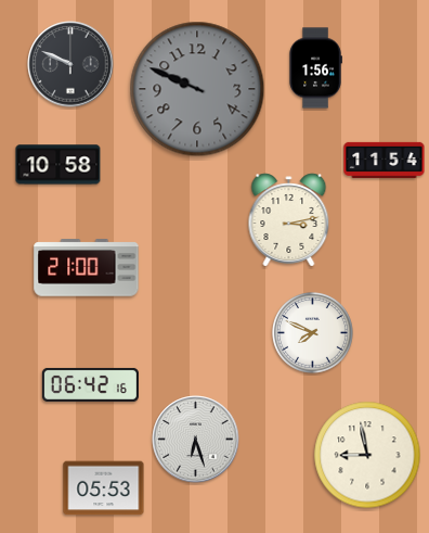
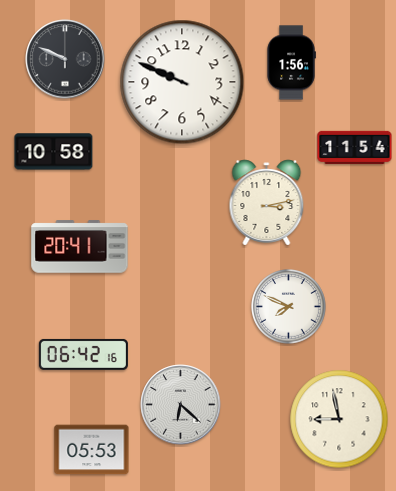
clock at (197, 89) dial: grey -> white
clock at (87, 268): 21:00 -> 20:41
clock at (196, 440): 6:27 -> 6:22
clock at (104, 488) position: (104, 488) -> (92, 450)
